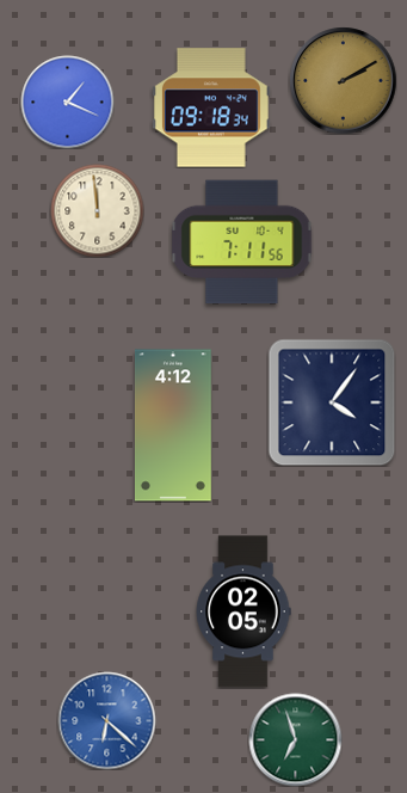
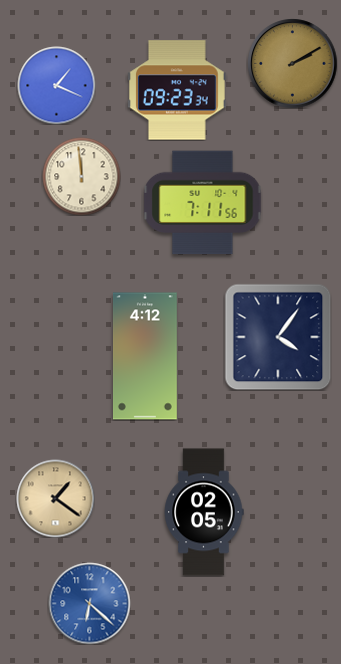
clock at (343, 80) position: (343, 80) -> (292, 63)
clock at (211, 107): 09:18 -> 09:23
clock at (55, 498): none -> 1:21
clock at (295, 739): 6:57 -> none
